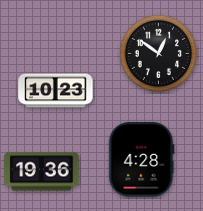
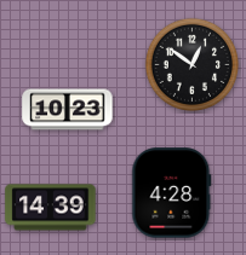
clock at (42, 172): 19:36 -> 14:39
